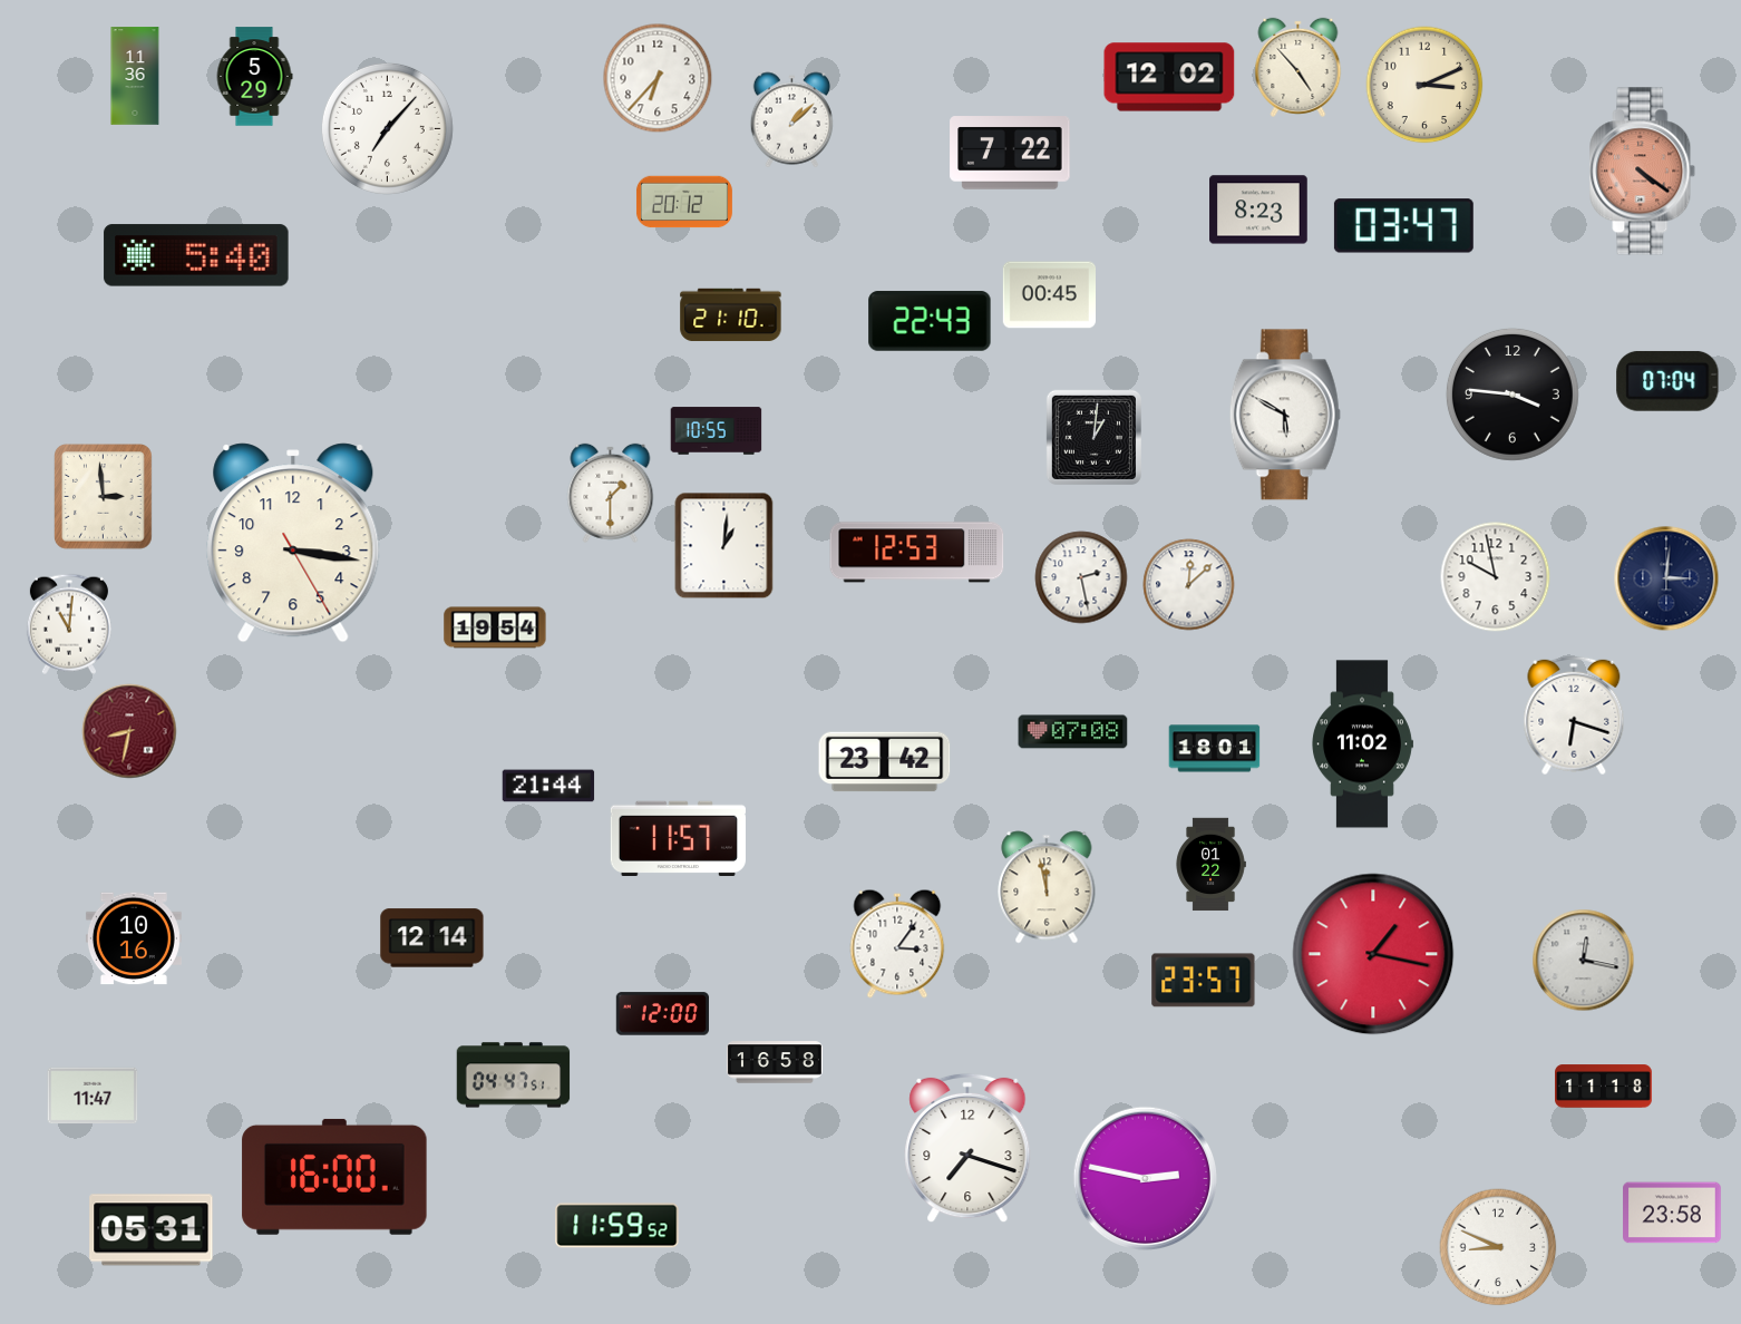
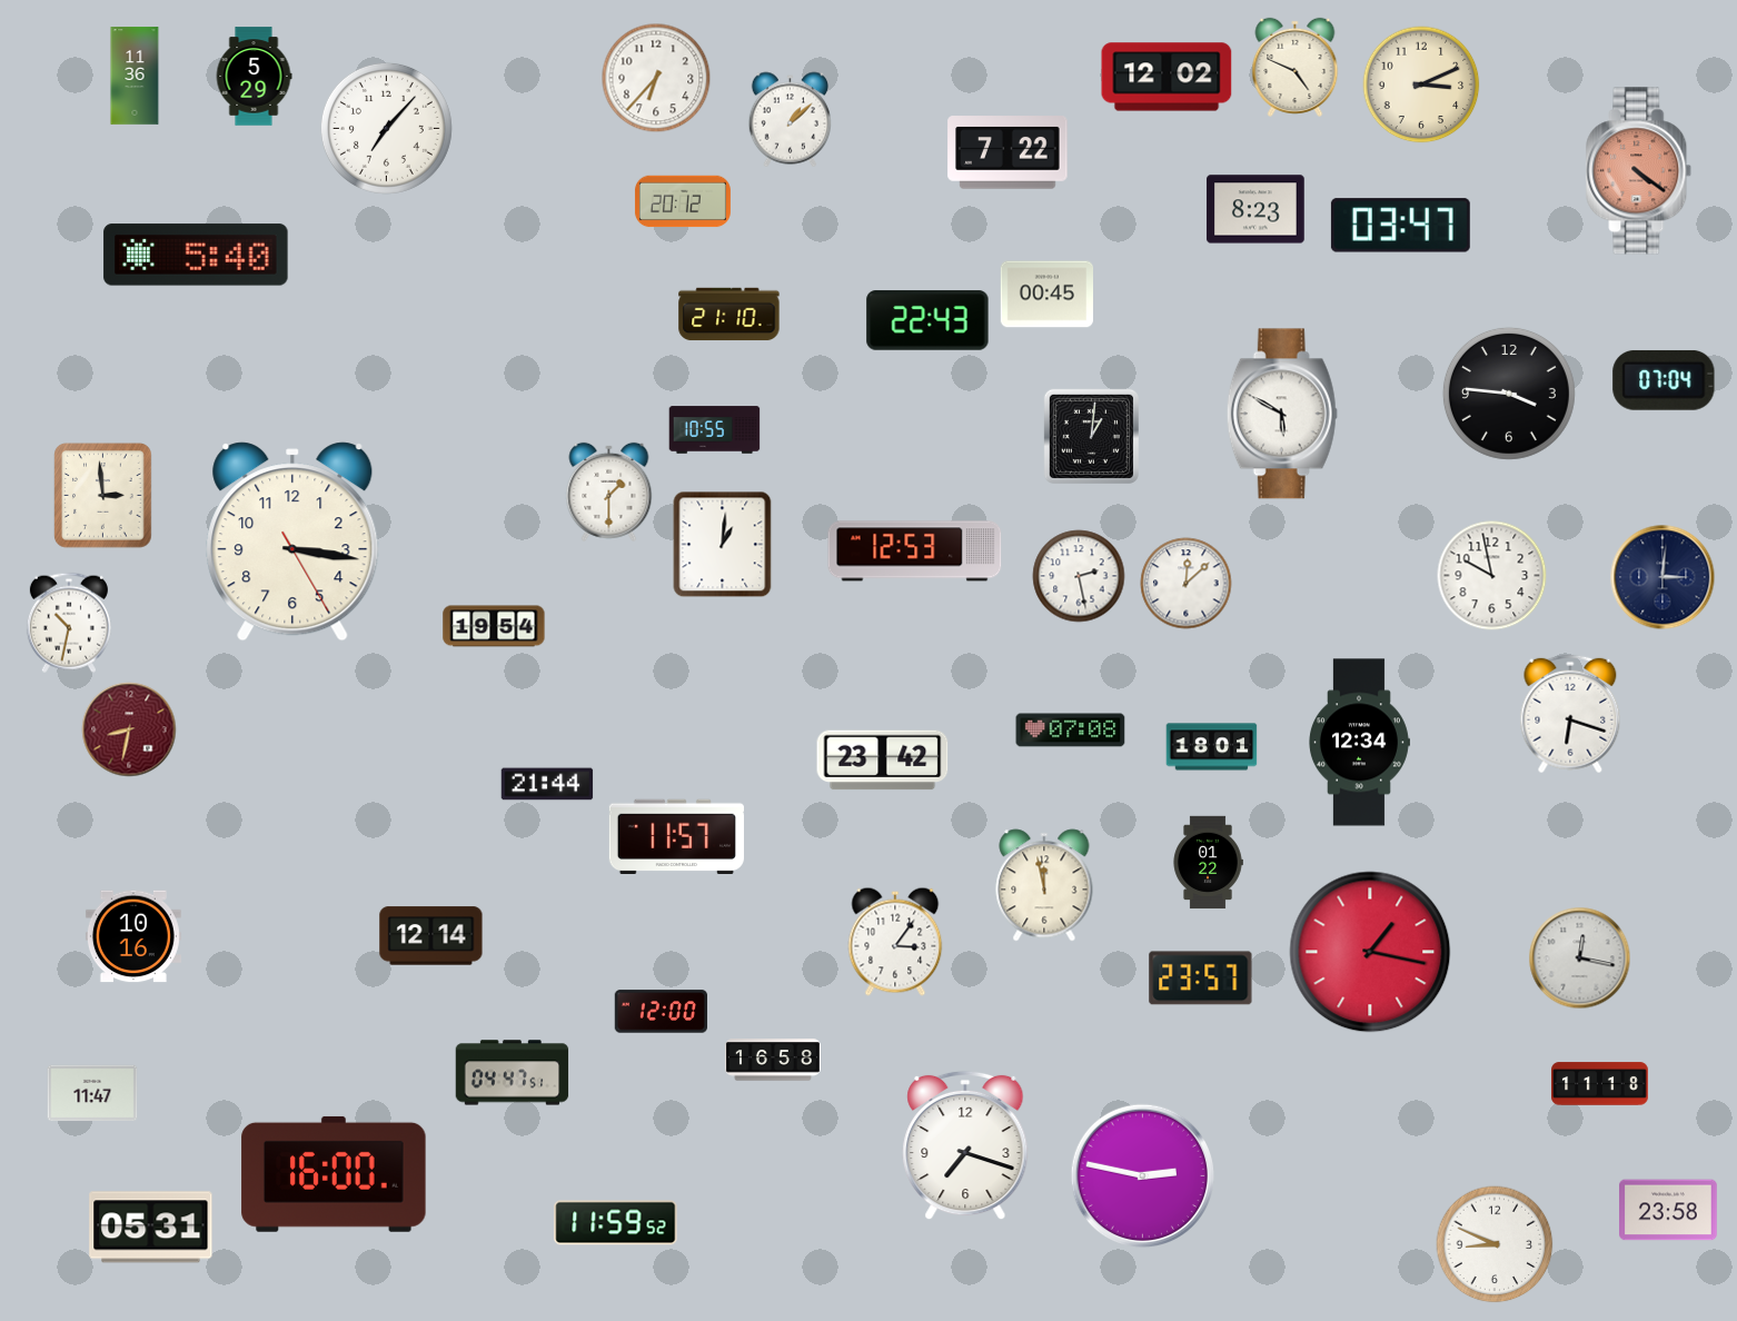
clock at (1299, 67): 4:53 -> 4:49
clock at (69, 624): 11:01 -> 10:32
clock at (1363, 744): 11:02 -> 12:34
